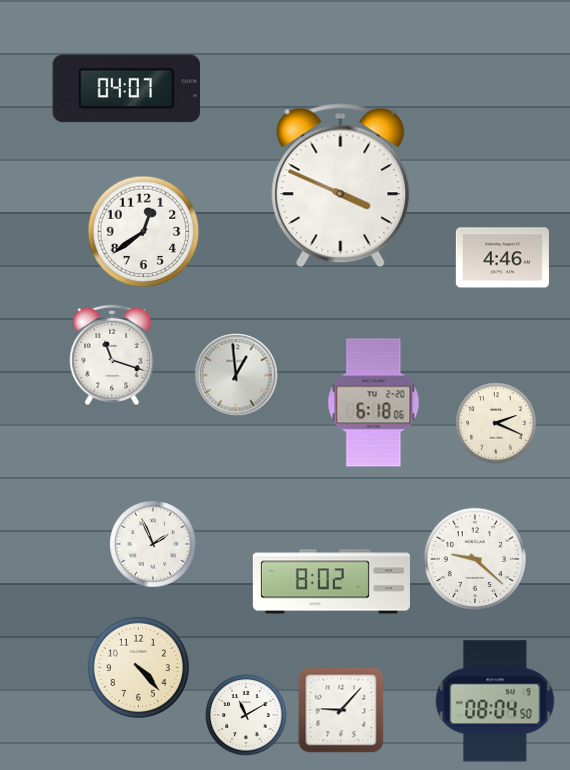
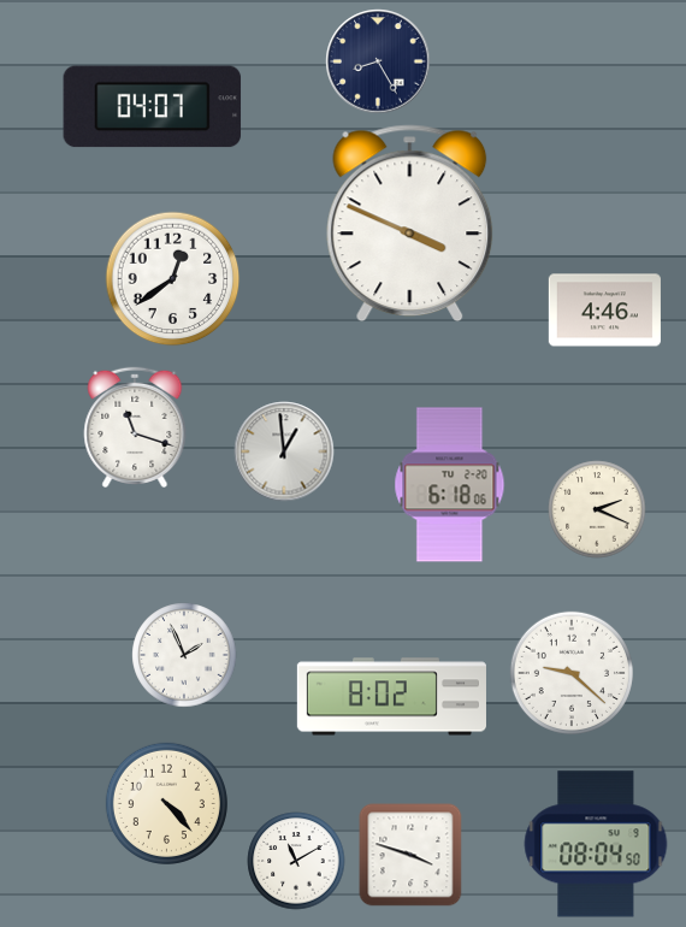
clock at (378, 61): none -> 8:25
clock at (331, 582) position: (331, 582) -> (391, 697)
clock at (341, 710): 9:07 -> 3:48
